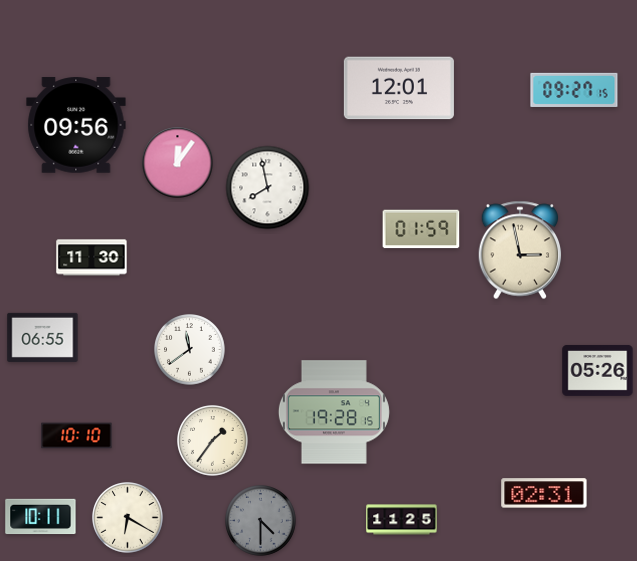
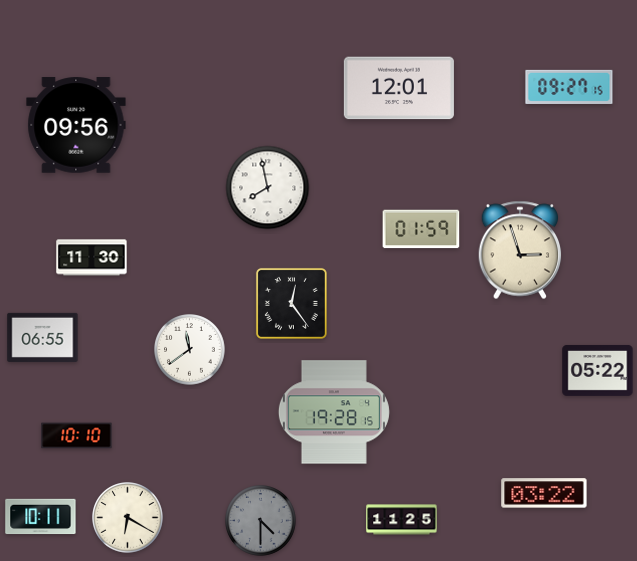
clock at (574, 90) position: (574, 90) -> (569, 87)
clock at (178, 163): 12:06 -> none
clock at (520, 250): 2:58 -> 2:57
clock at (291, 303): none -> 12:24
clock at (598, 370): 05:26 -> 05:22
clock at (213, 441): 1:36 -> none
clock at (544, 493): 02:31 -> 03:22
